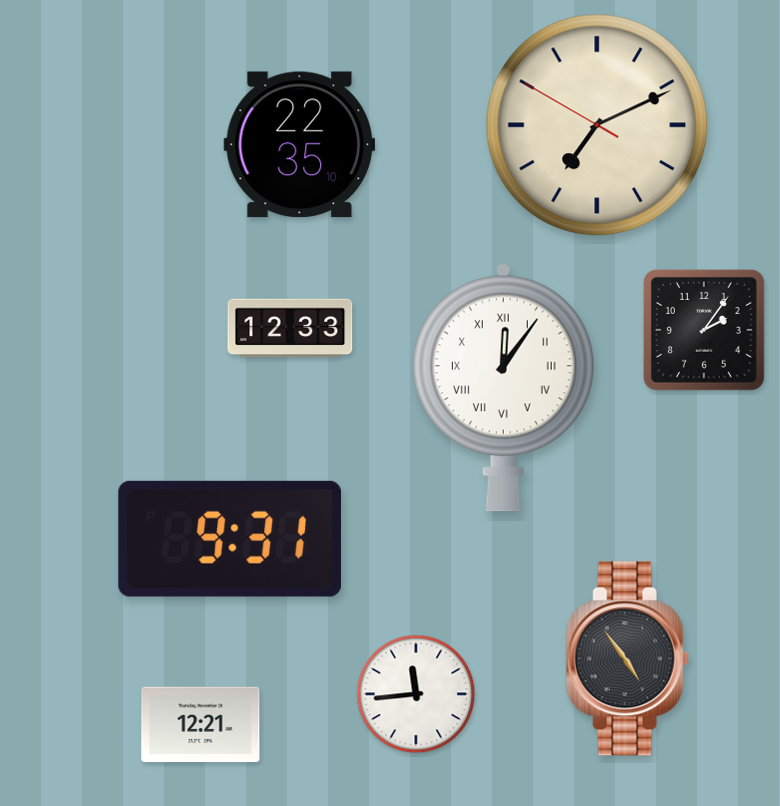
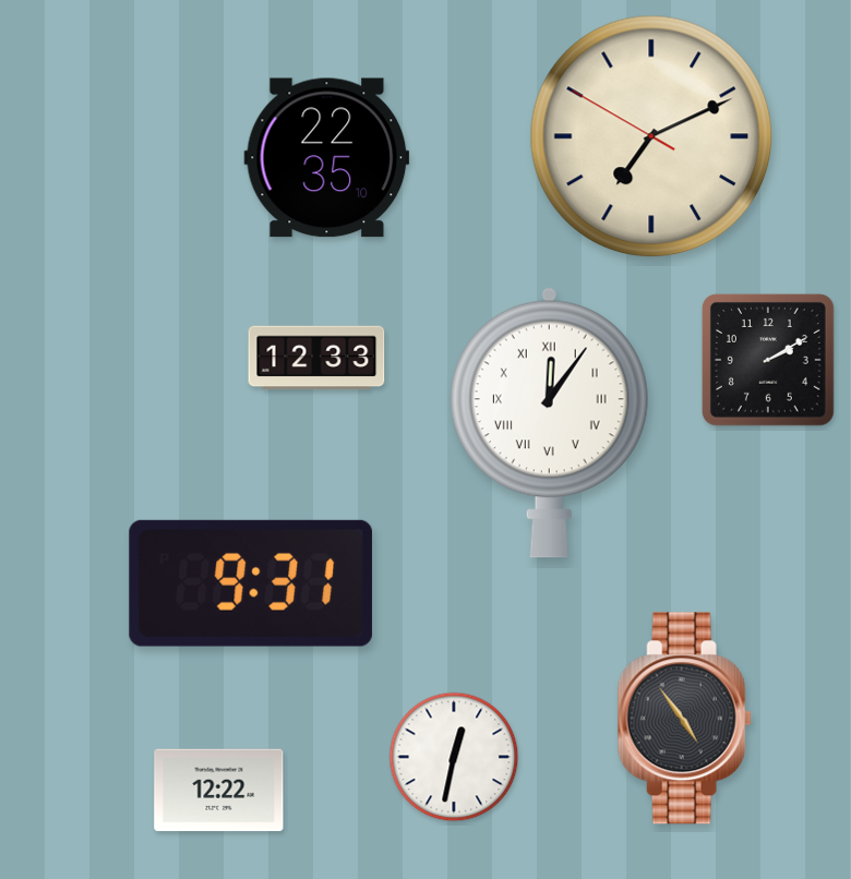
clock at (704, 330): 2:06 -> 2:10
clock at (230, 539) position: (230, 539) -> (251, 583)
clock at (416, 694): 11:44 -> 12:32
clock at (201, 725): 12:21 -> 12:22
